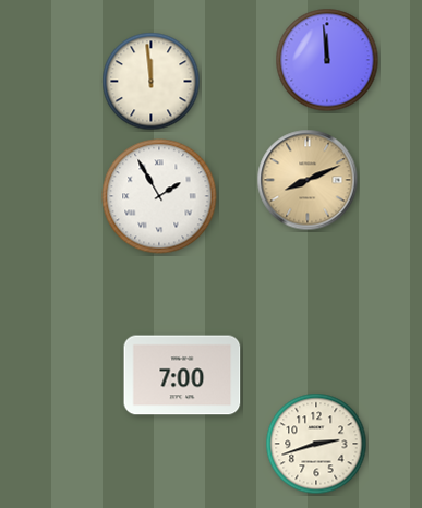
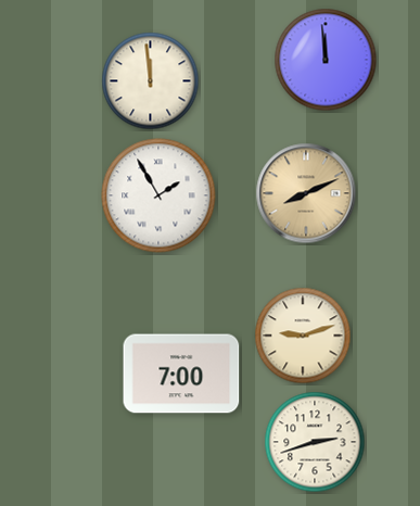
clock at (308, 180) position: (308, 180) -> (306, 193)
clock at (303, 336): none -> 9:12
